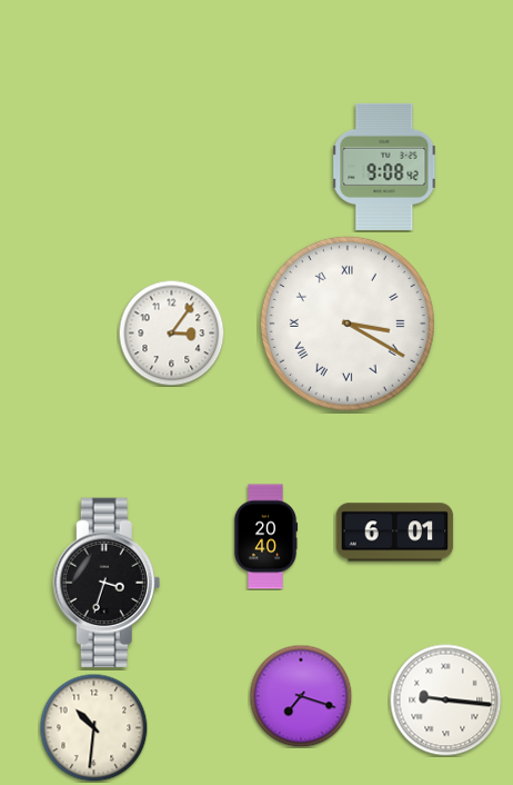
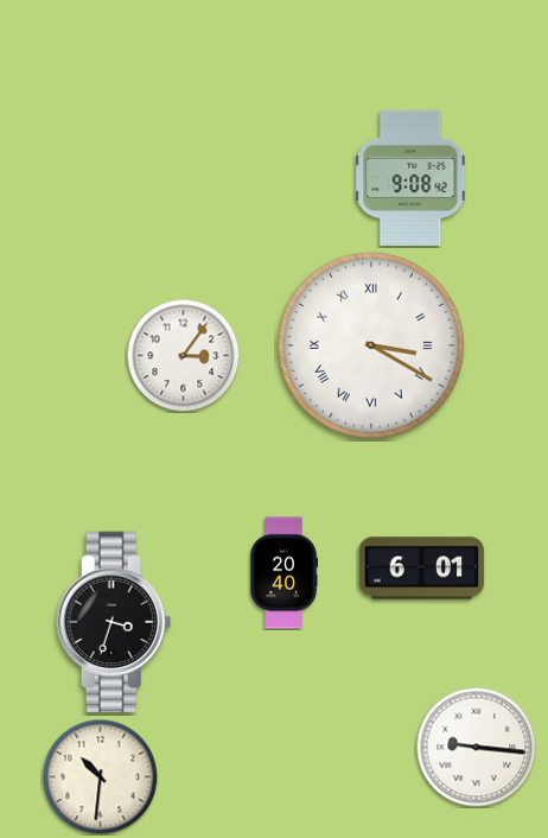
clock at (301, 696): 7:18 -> none
